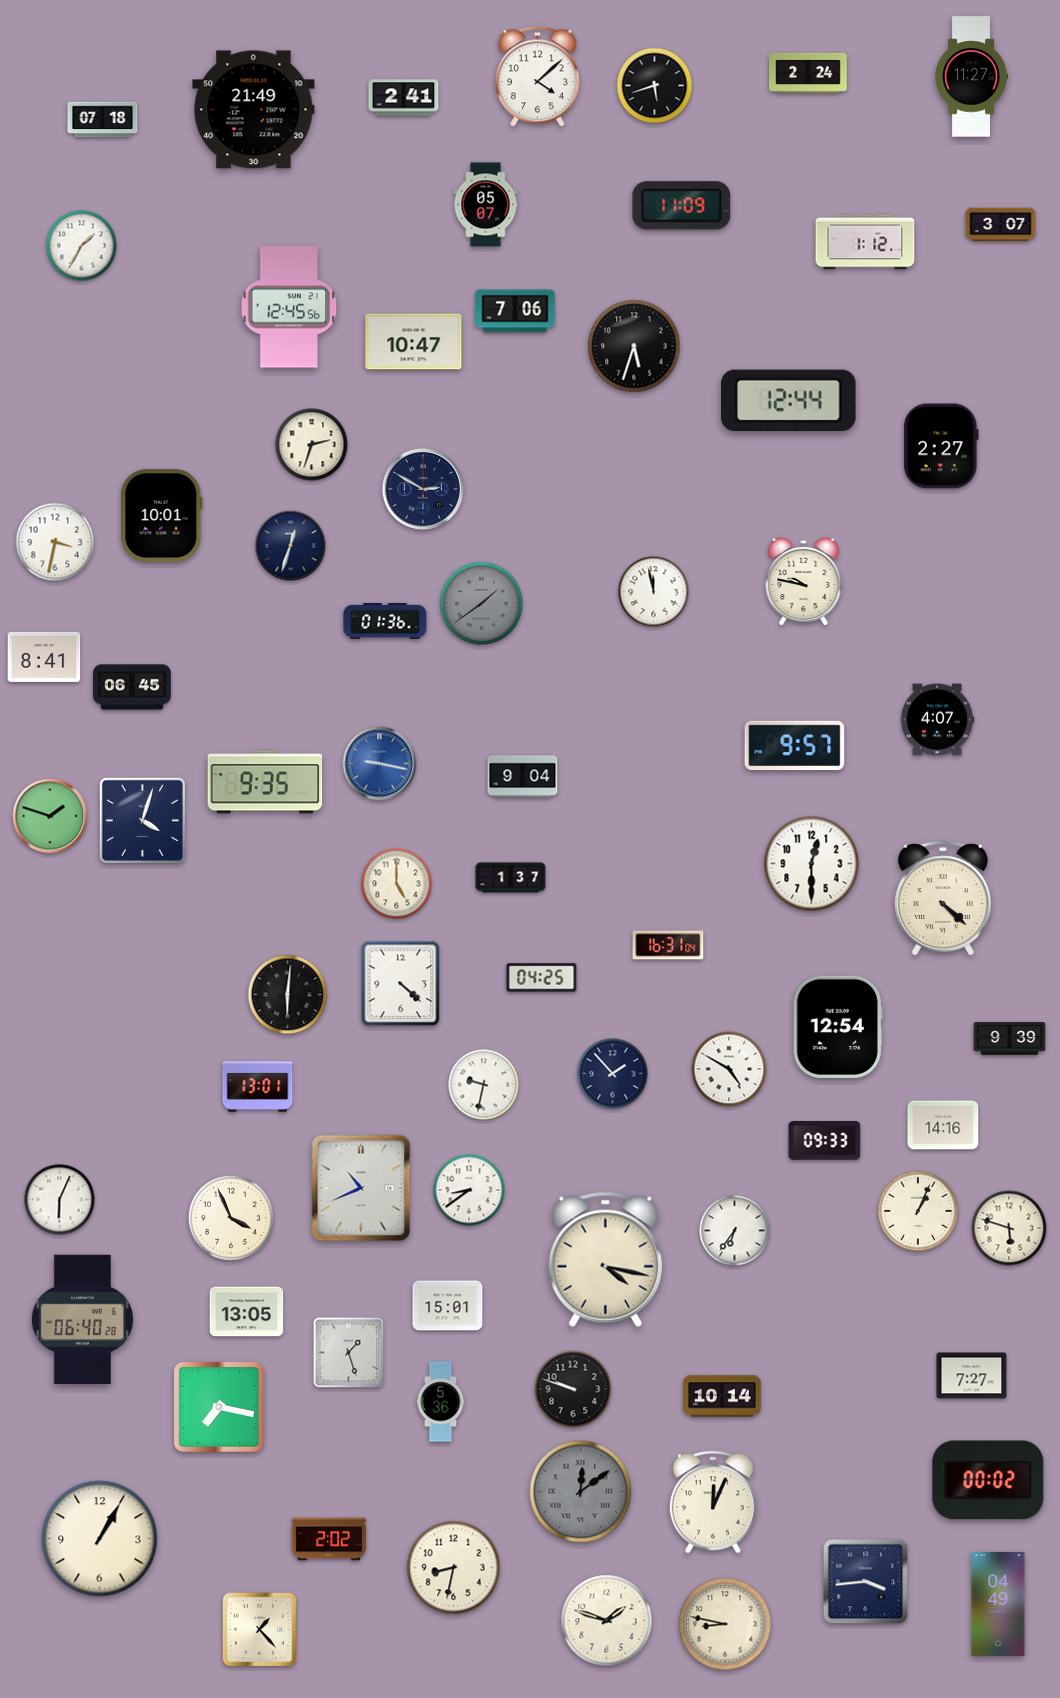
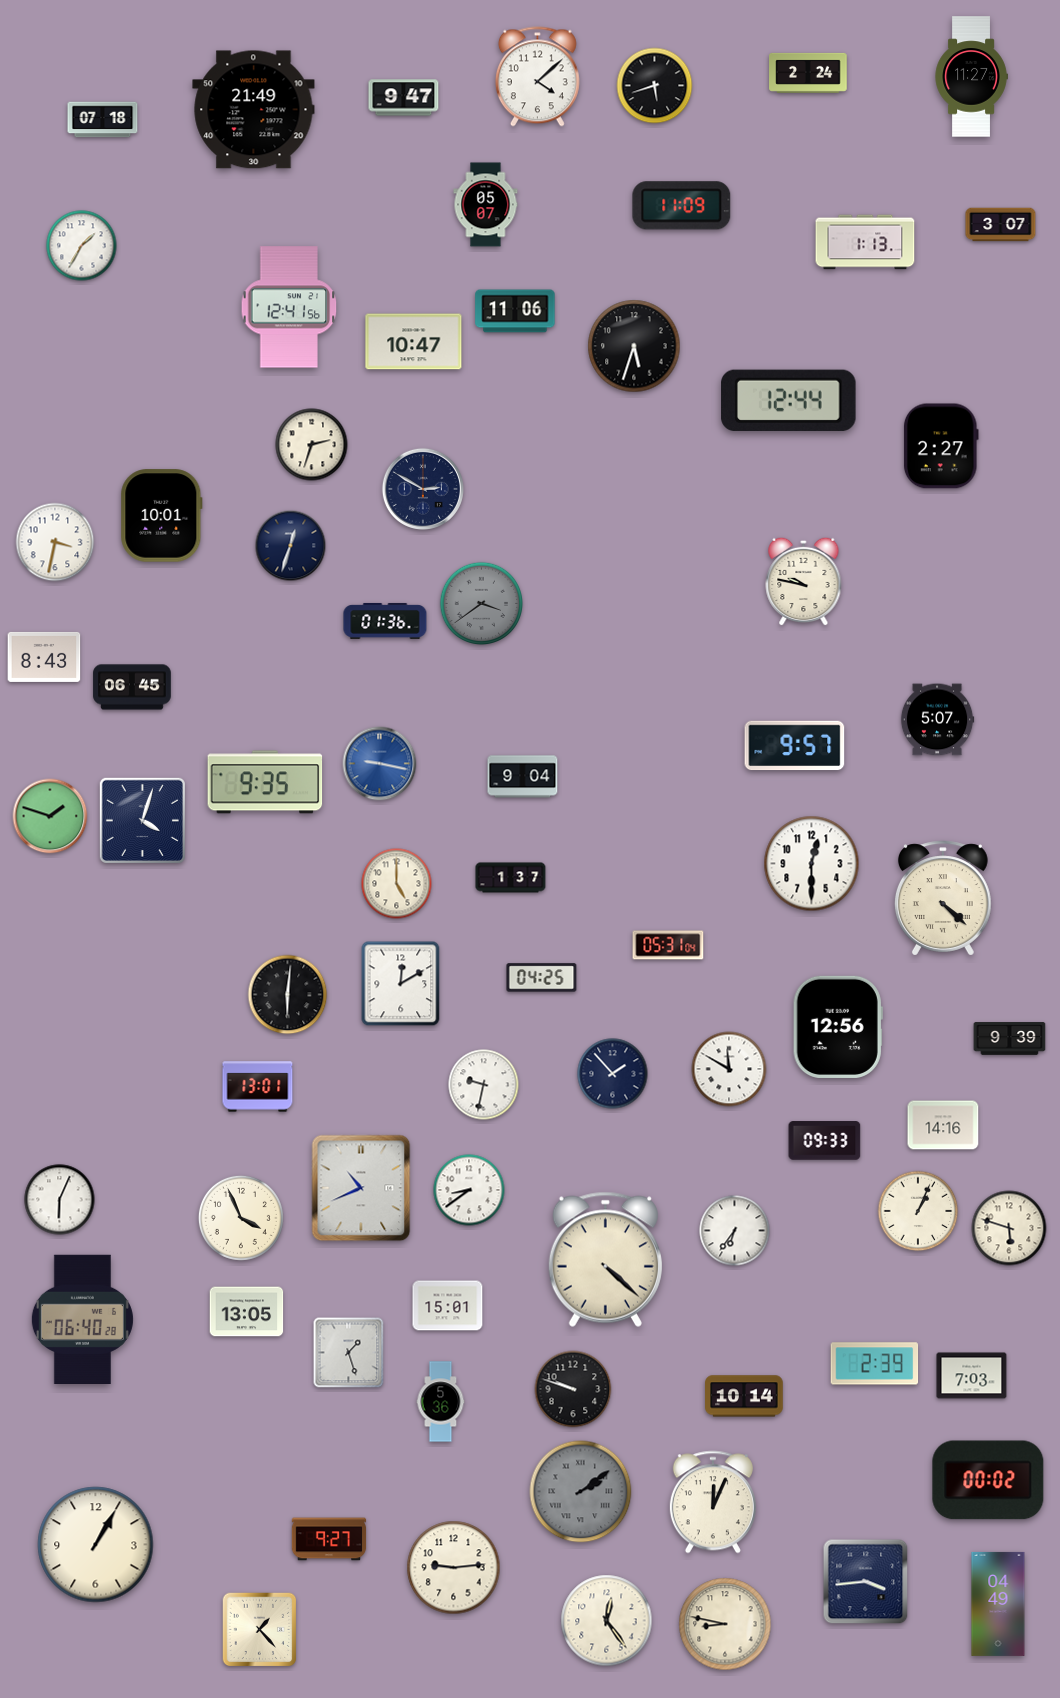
clock at (404, 98): 2:41 -> 9:47
clock at (865, 242): 1:12 -> 1:13
clock at (289, 307): 12:45 -> 12:41
clock at (515, 311): 7:06 -> 11:06
clock at (654, 592): 11:58 -> none
clock at (482, 604): 1:39 -> 3:39
clock at (44, 657): 8:41 -> 8:43
clock at (937, 720): 4:07 -> 5:07
clock at (668, 945): 16:31 -> 05:31
clock at (401, 984): 4:22 -> 12:10
clock at (838, 1027): 12:54 -> 12:56
clock at (729, 1069): 4:50 -> 11:50
clock at (231, 1218) position: (231, 1218) -> (241, 1218)
clock at (605, 1259): 4:17 -> 4:22
clock at (875, 1364): none -> 2:39
clock at (972, 1376): 7:27 -> 7:03
clock at (722, 1396) position: (722, 1396) -> (744, 1396)
clock at (219, 1407): 7:17 -> none
clock at (581, 1492): 12:09 -> 2:09
clock at (100, 1539) position: (100, 1539) -> (96, 1545)
clock at (329, 1539): 2:02 -> 9:27
clock at (454, 1568): 8:32 -> 9:14
clock at (607, 1621): 1:48 -> 12:24
